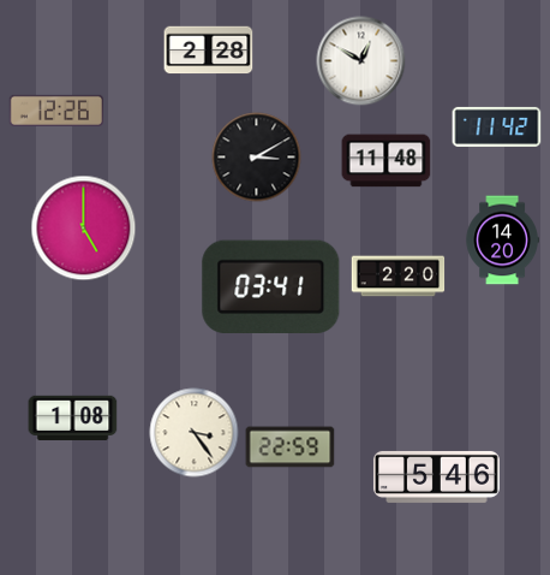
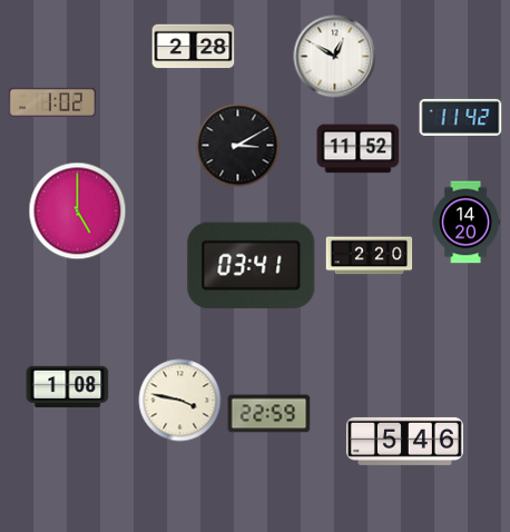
clock at (55, 111): 12:26 -> 1:02
clock at (387, 161): 11:48 -> 11:52
clock at (195, 433): 3:24 -> 3:47
